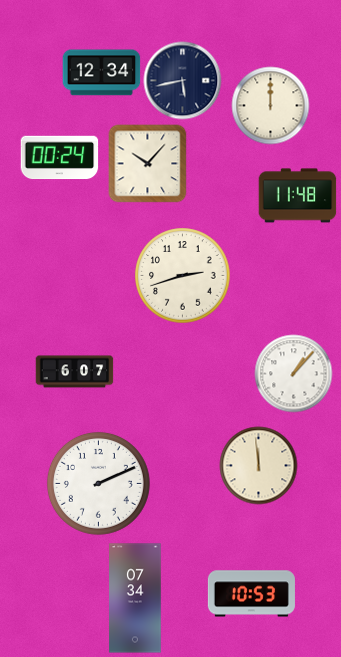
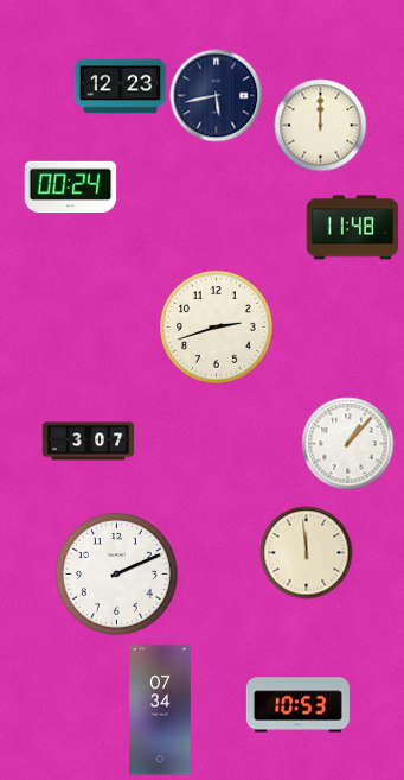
clock at (101, 73): 12:34 -> 12:23
clock at (147, 163): 10:07 -> none
clock at (297, 196) position: (297, 196) -> (352, 228)
clock at (74, 372): 6:07 -> 3:07
